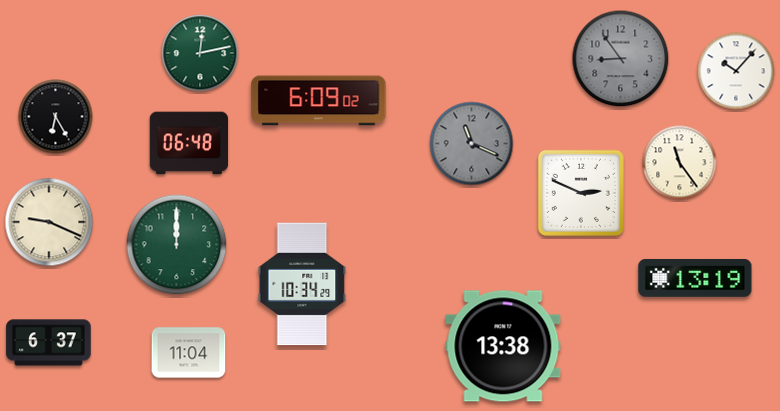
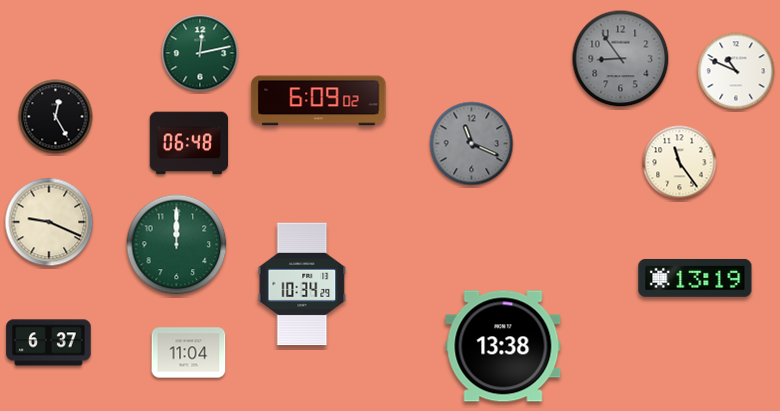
clock at (736, 71): 10:07 -> 10:49
clock at (56, 117): 6:25 -> 12:25
clock at (581, 193): 2:49 -> none
